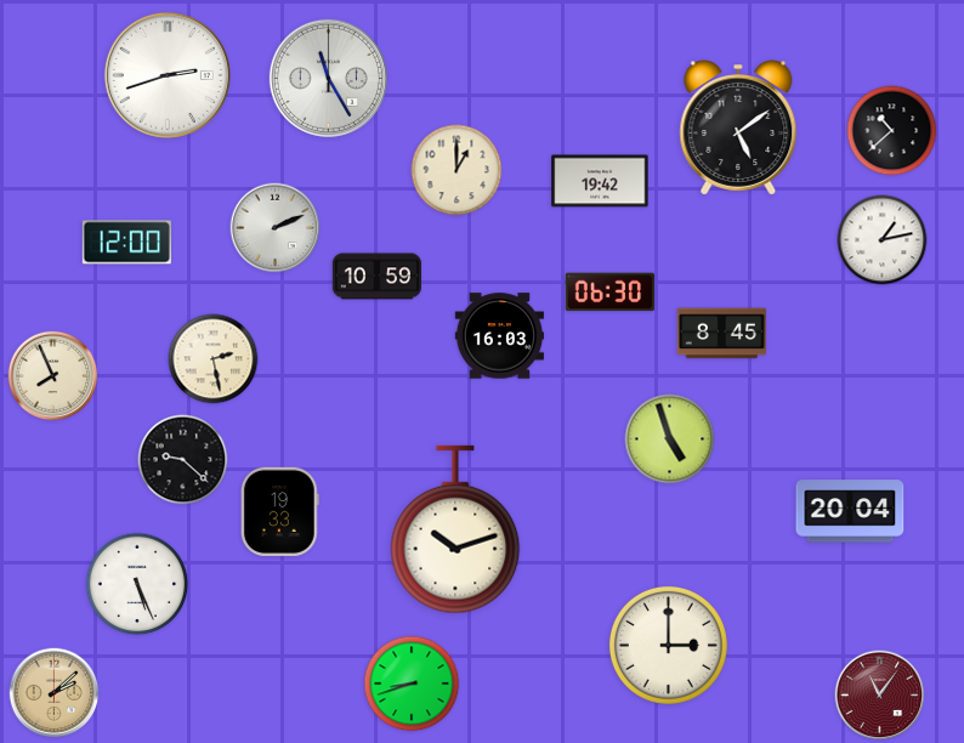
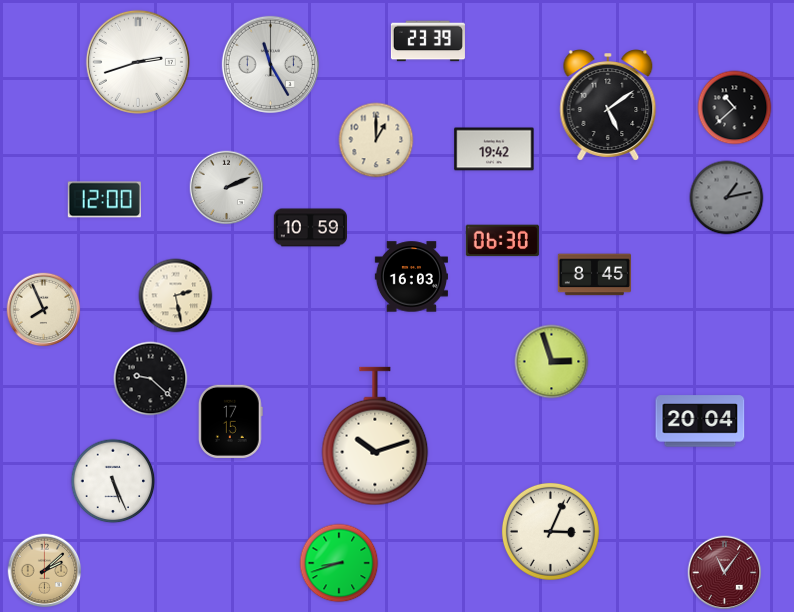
clock at (428, 41): none -> 23:39
clock at (883, 240) dial: white -> grey
clock at (670, 439): 4:57 -> 2:57
clock at (279, 511): 19:33 -> 17:15
clock at (668, 645): 3:00 -> 3:04
